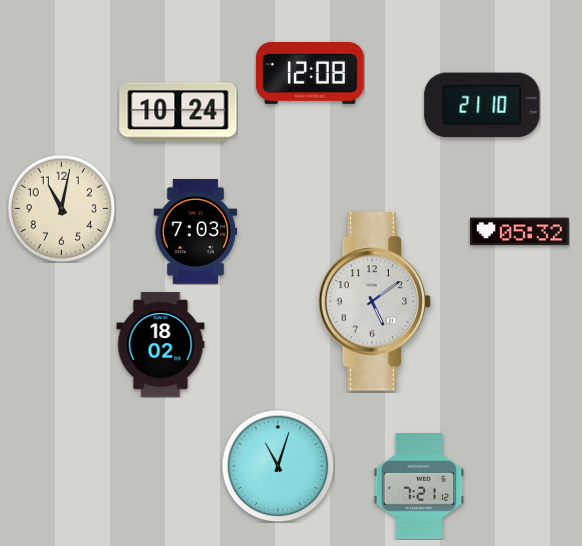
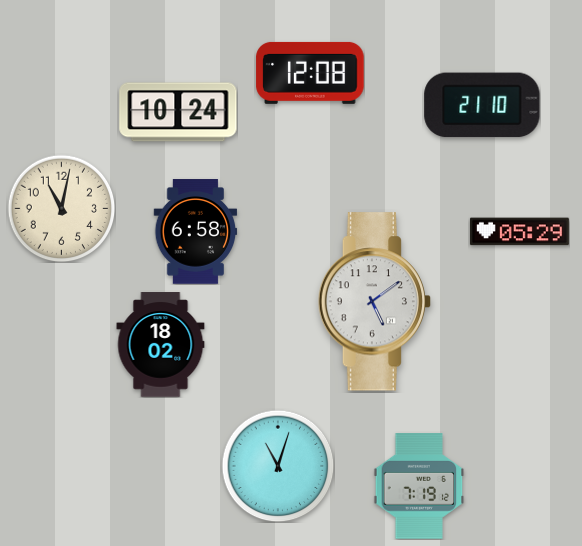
clock at (196, 232): 7:03 -> 6:58
clock at (519, 232): 05:32 -> 05:29
clock at (419, 486): 7:21 -> 7:19
